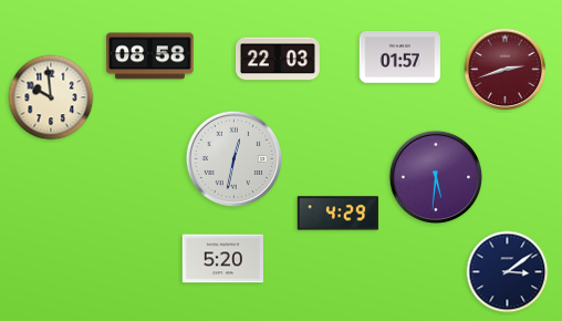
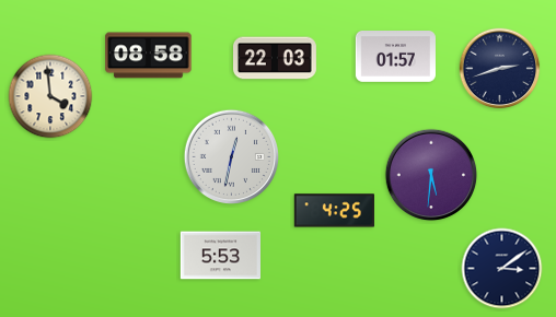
clock at (506, 70) dial: burgundy -> navy
clock at (51, 97): 9:59 -> 3:59
clock at (337, 214): 4:29 -> 4:25
clock at (222, 259): 5:20 -> 5:53
